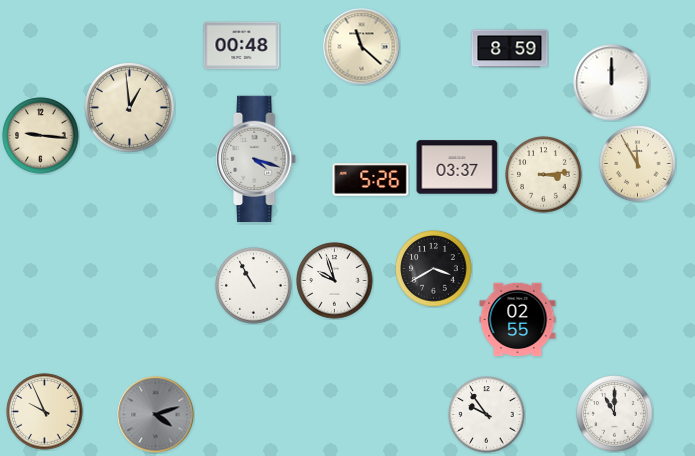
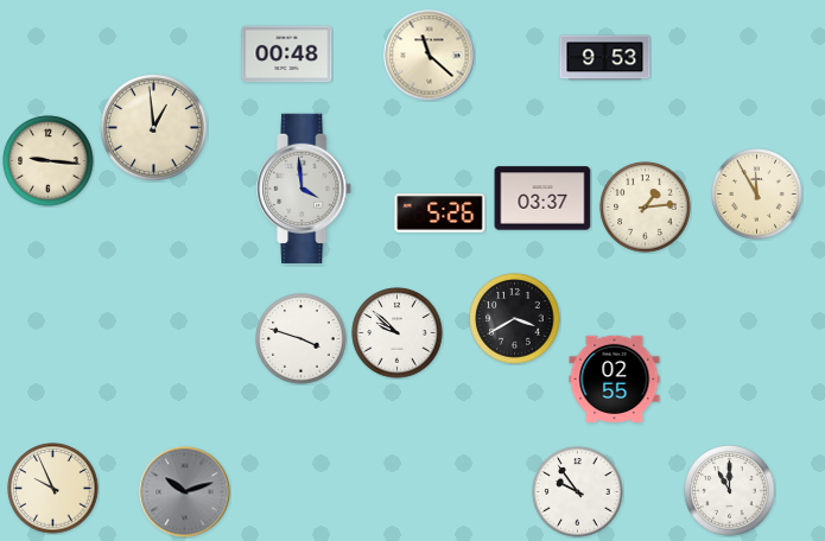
clock at (510, 49): 8:59 -> 9:53
clock at (612, 83): 12:00 -> none
clock at (257, 158): 4:18 -> 3:59
clock at (544, 175): 3:14 -> 1:14
clock at (335, 281): 9:57 -> 9:52
clock at (254, 286): 10:55 -> 3:48
clock at (156, 415): 4:12 -> 10:12
